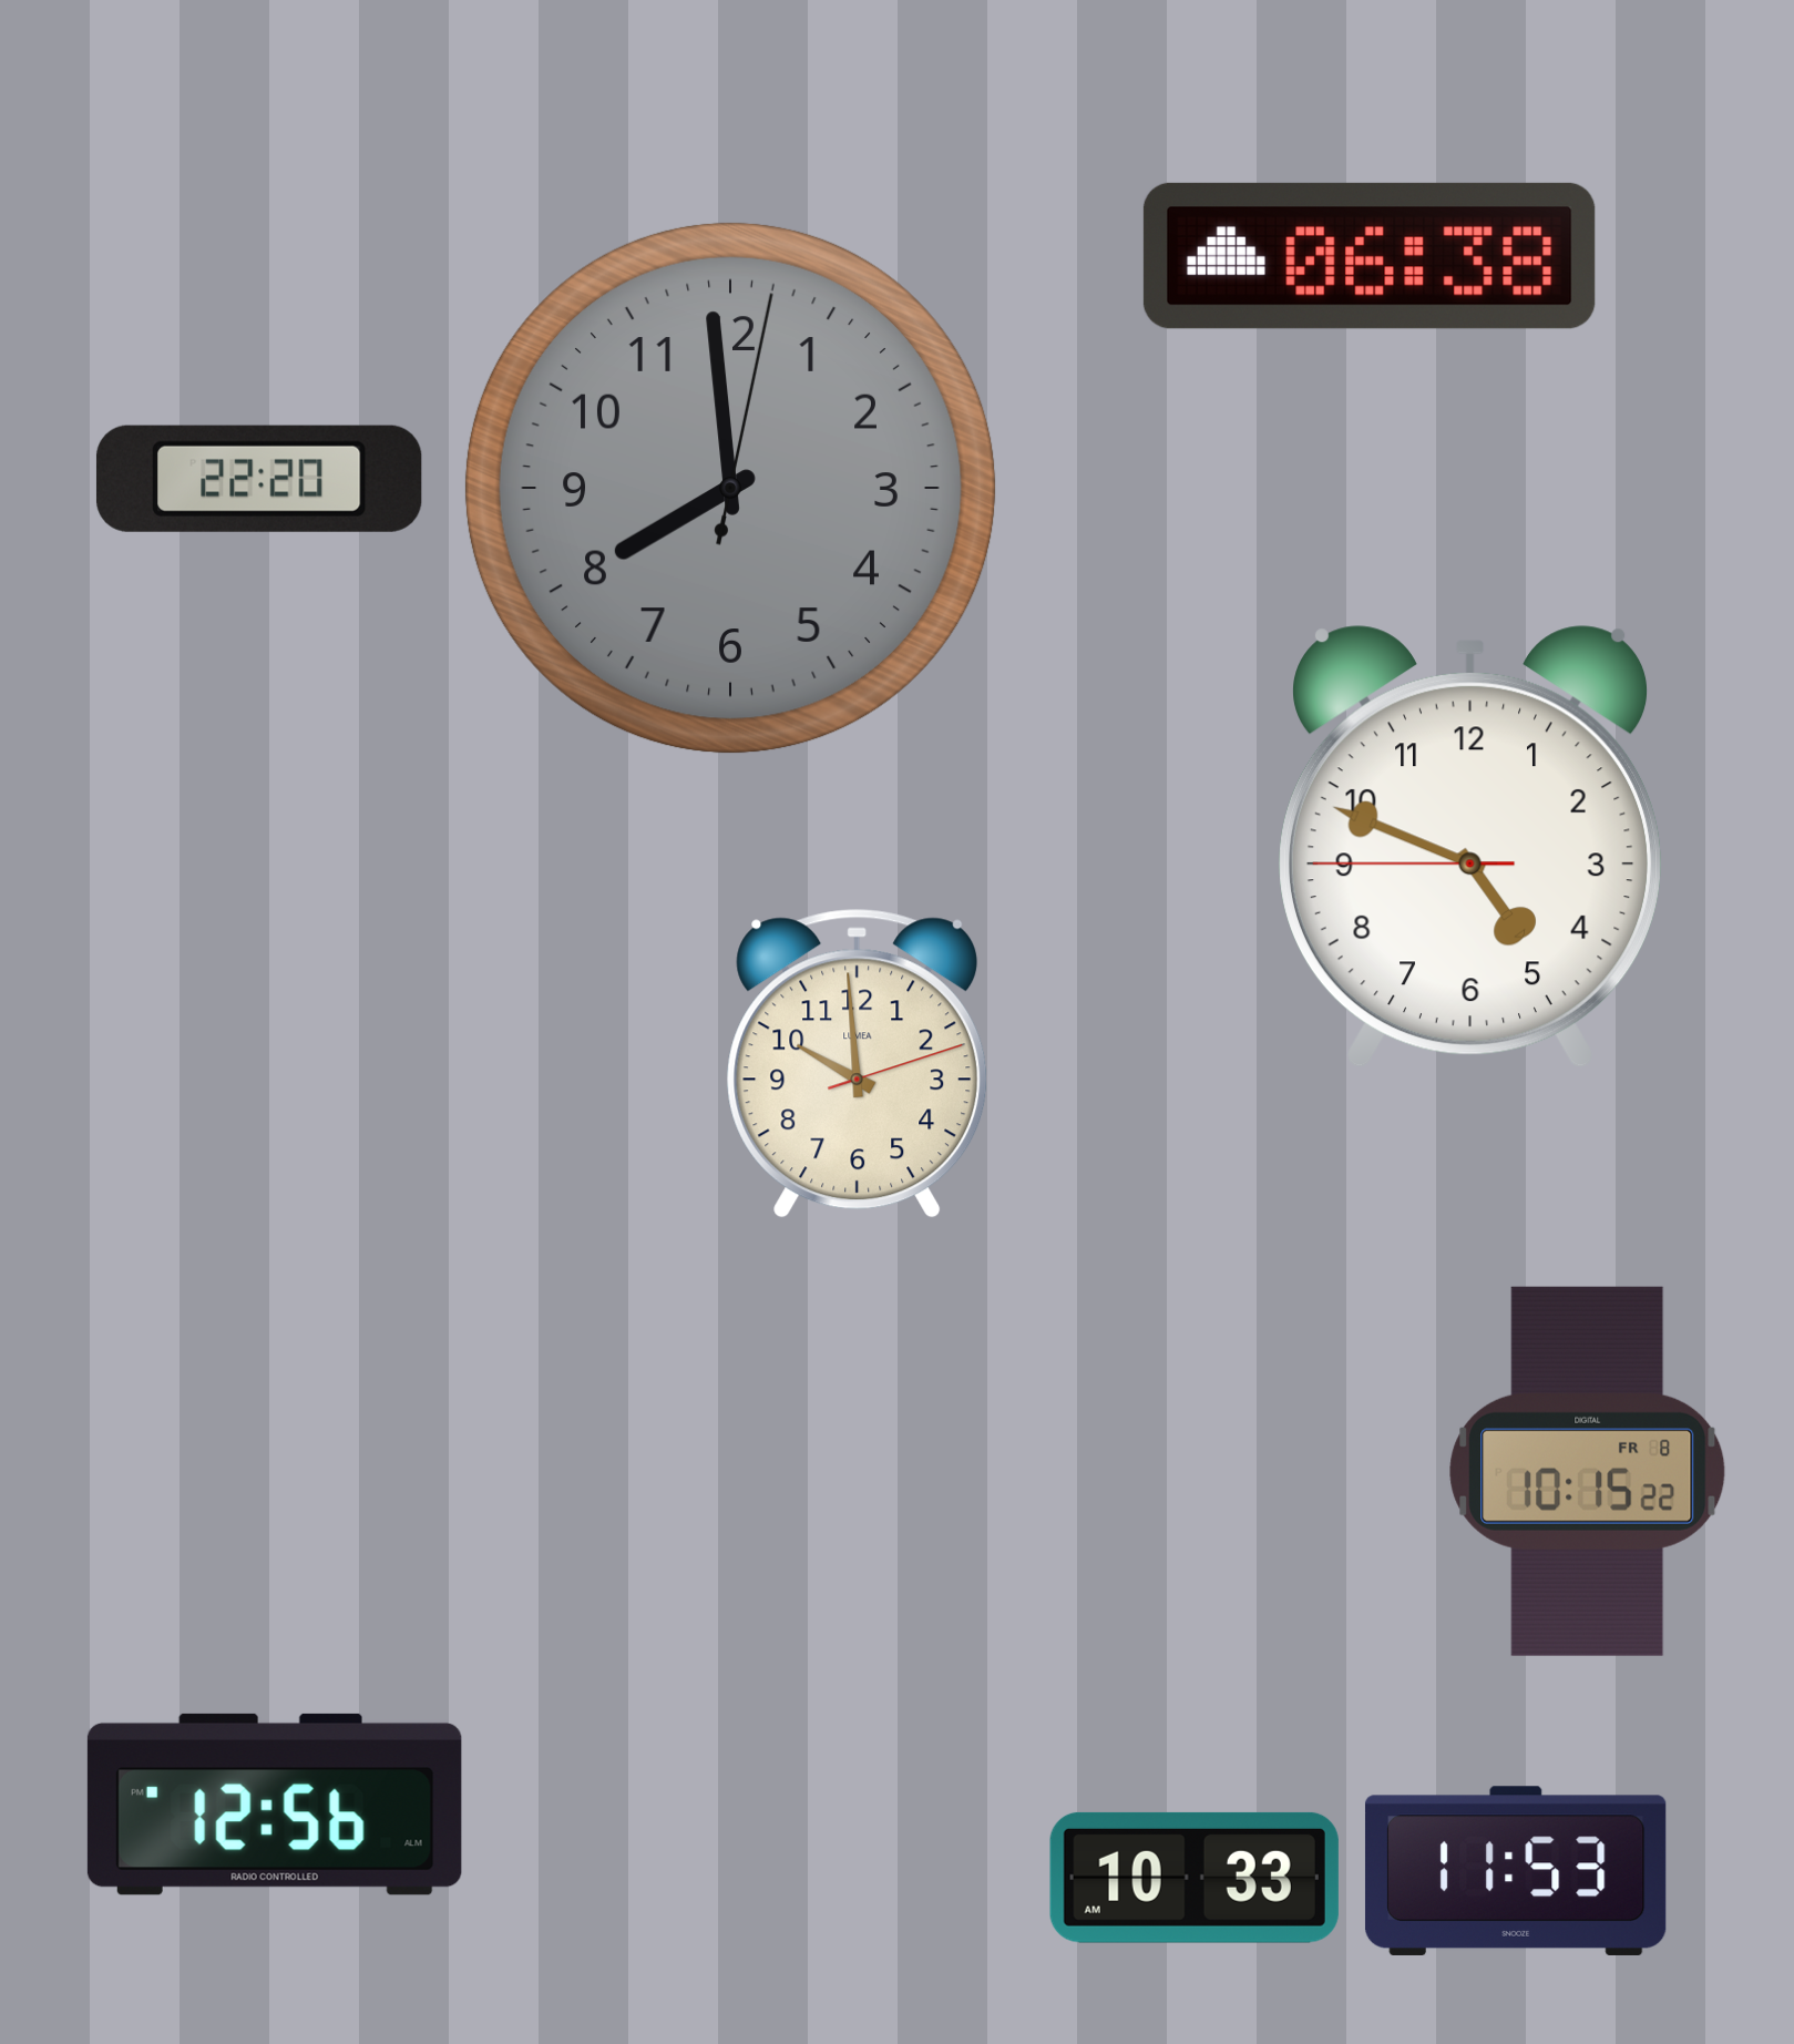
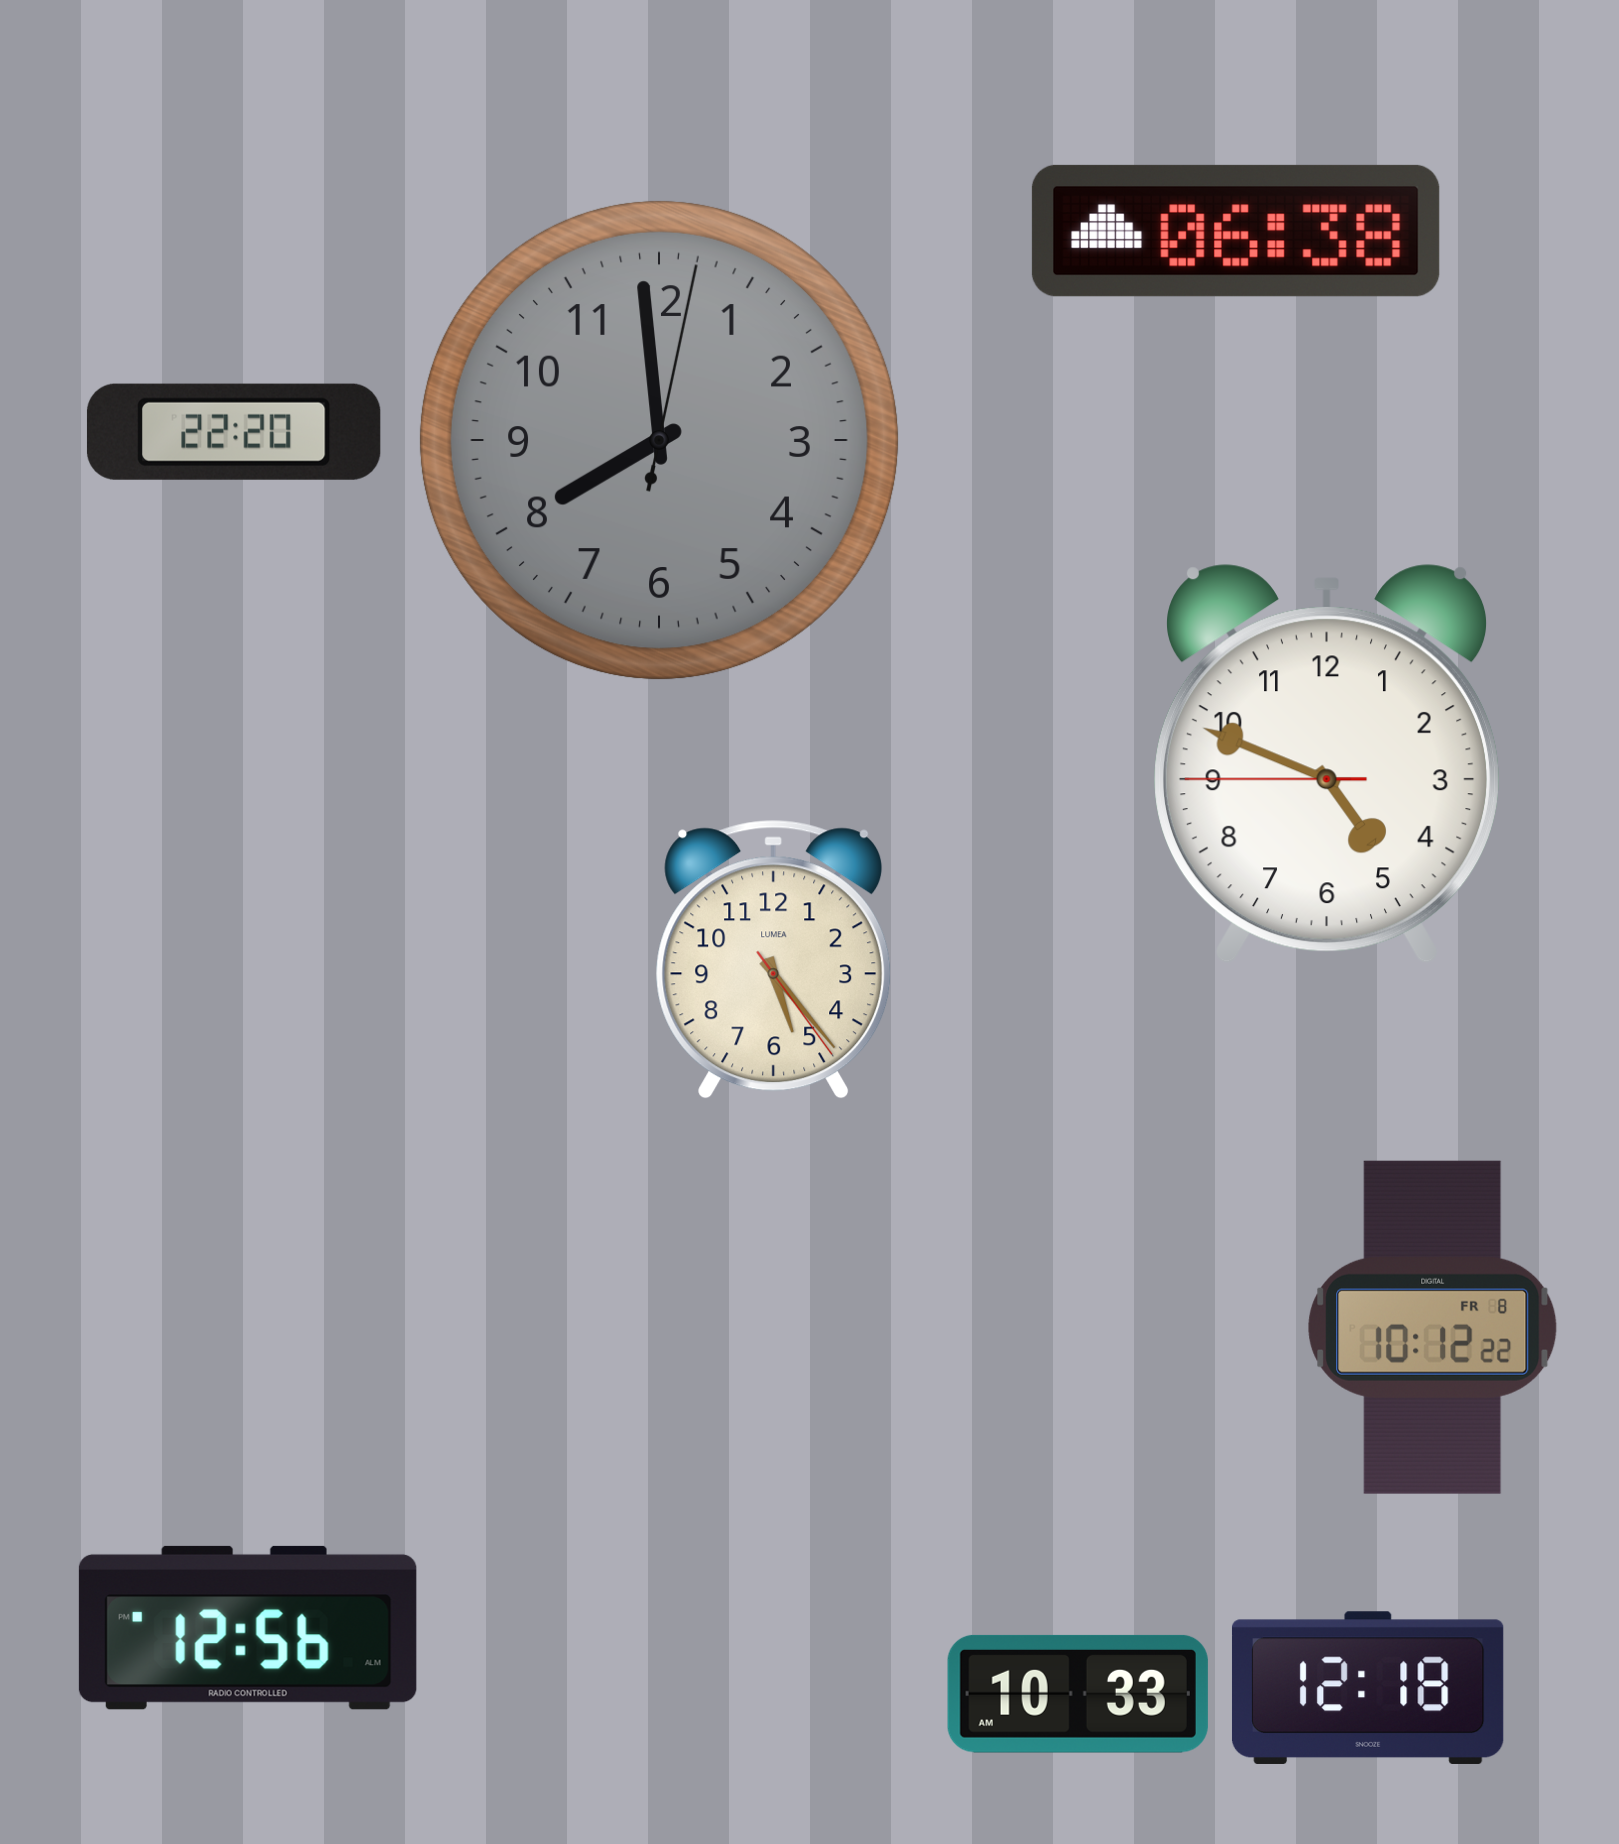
clock at (858, 1063): 9:59 -> 5:23
clock at (1588, 1471): 10:15 -> 10:12
clock at (1516, 1871): 11:53 -> 12:18
